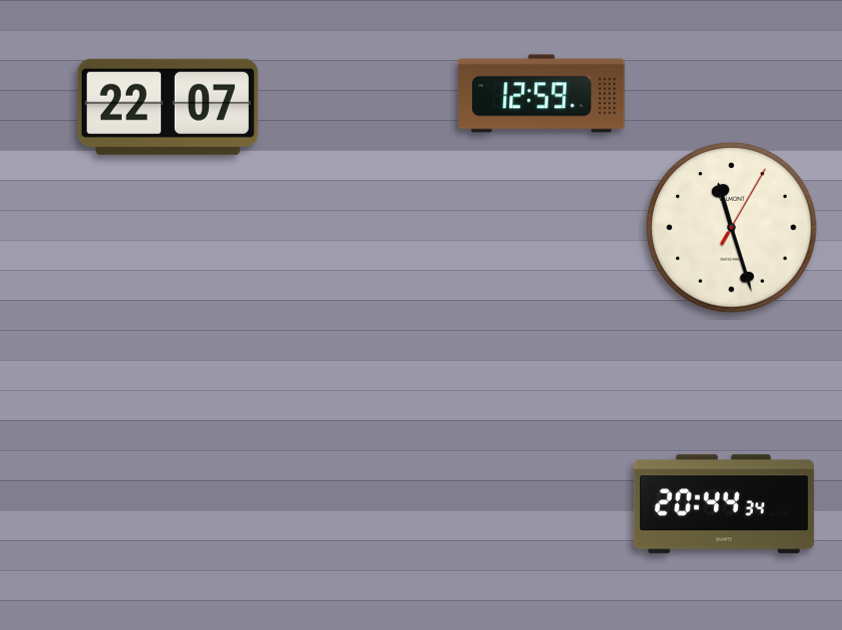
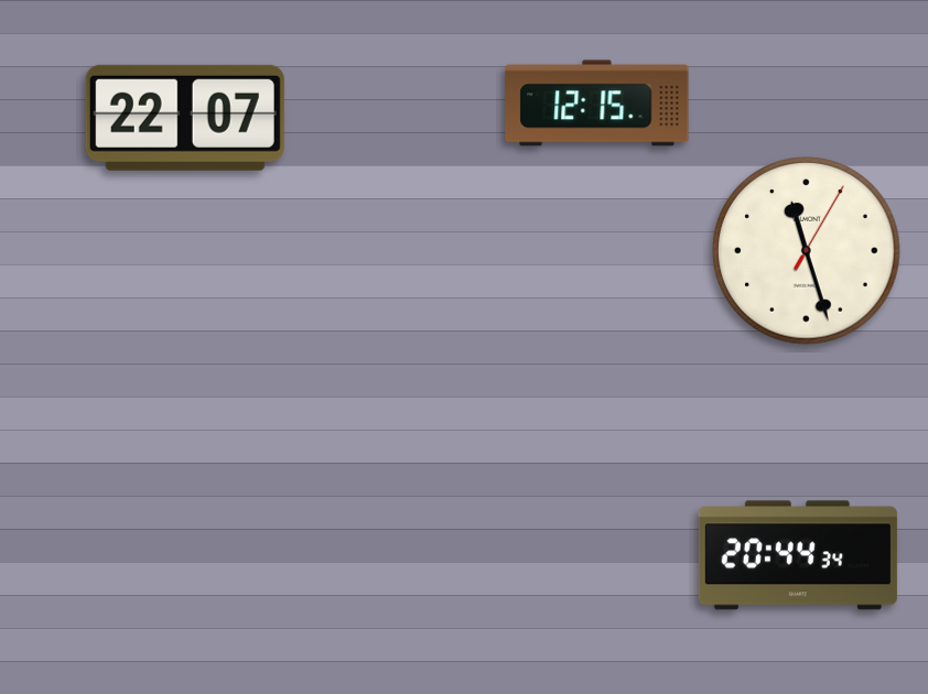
clock at (542, 94): 12:59 -> 12:15
